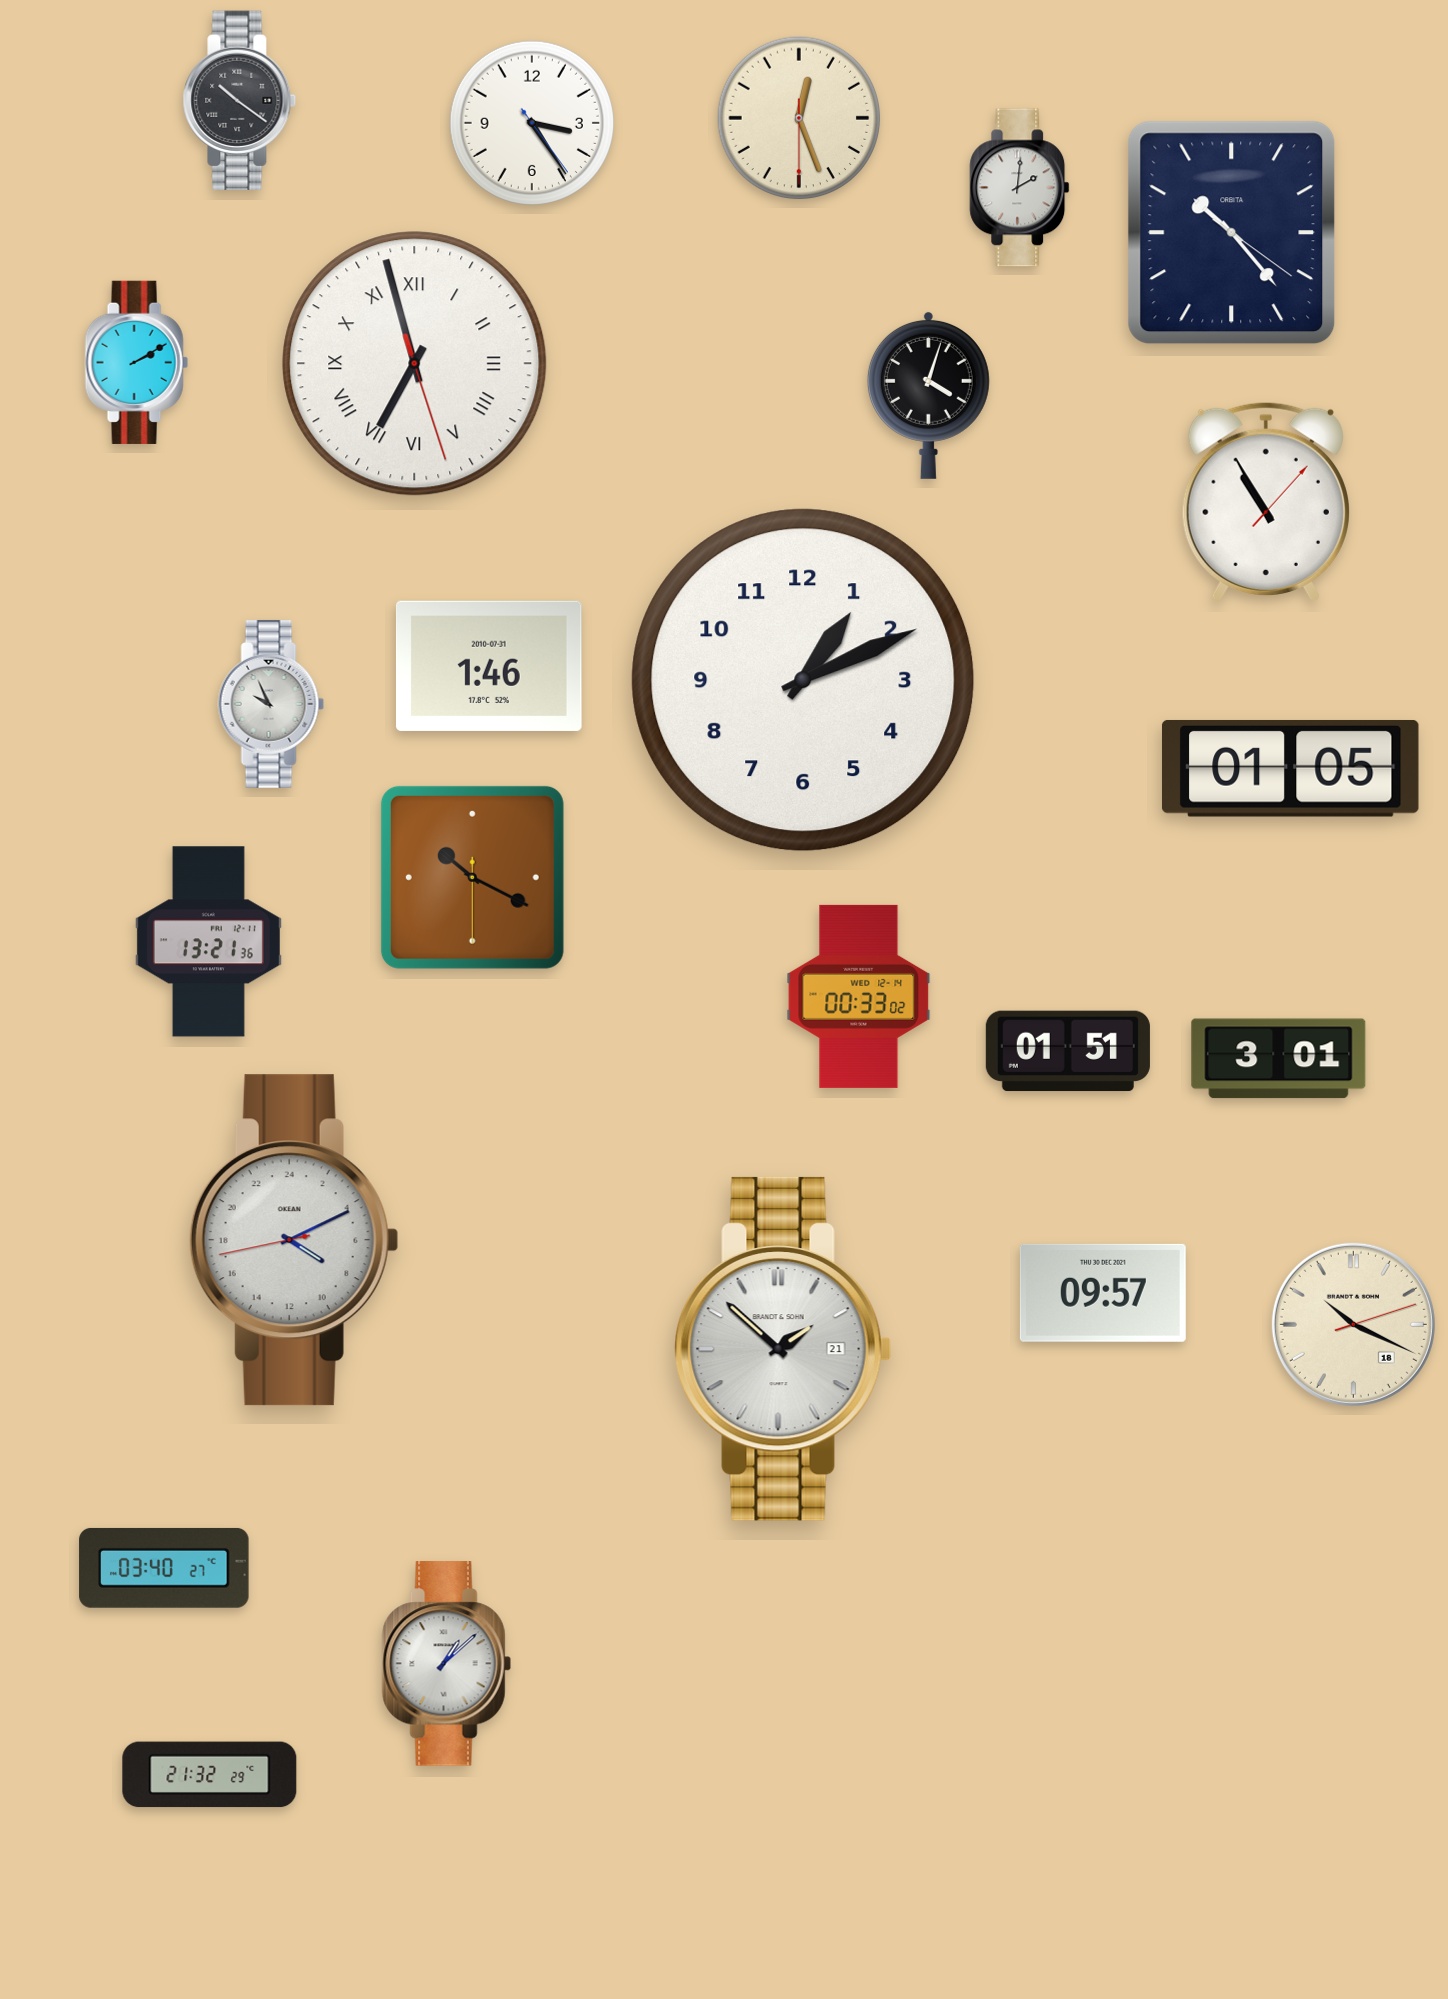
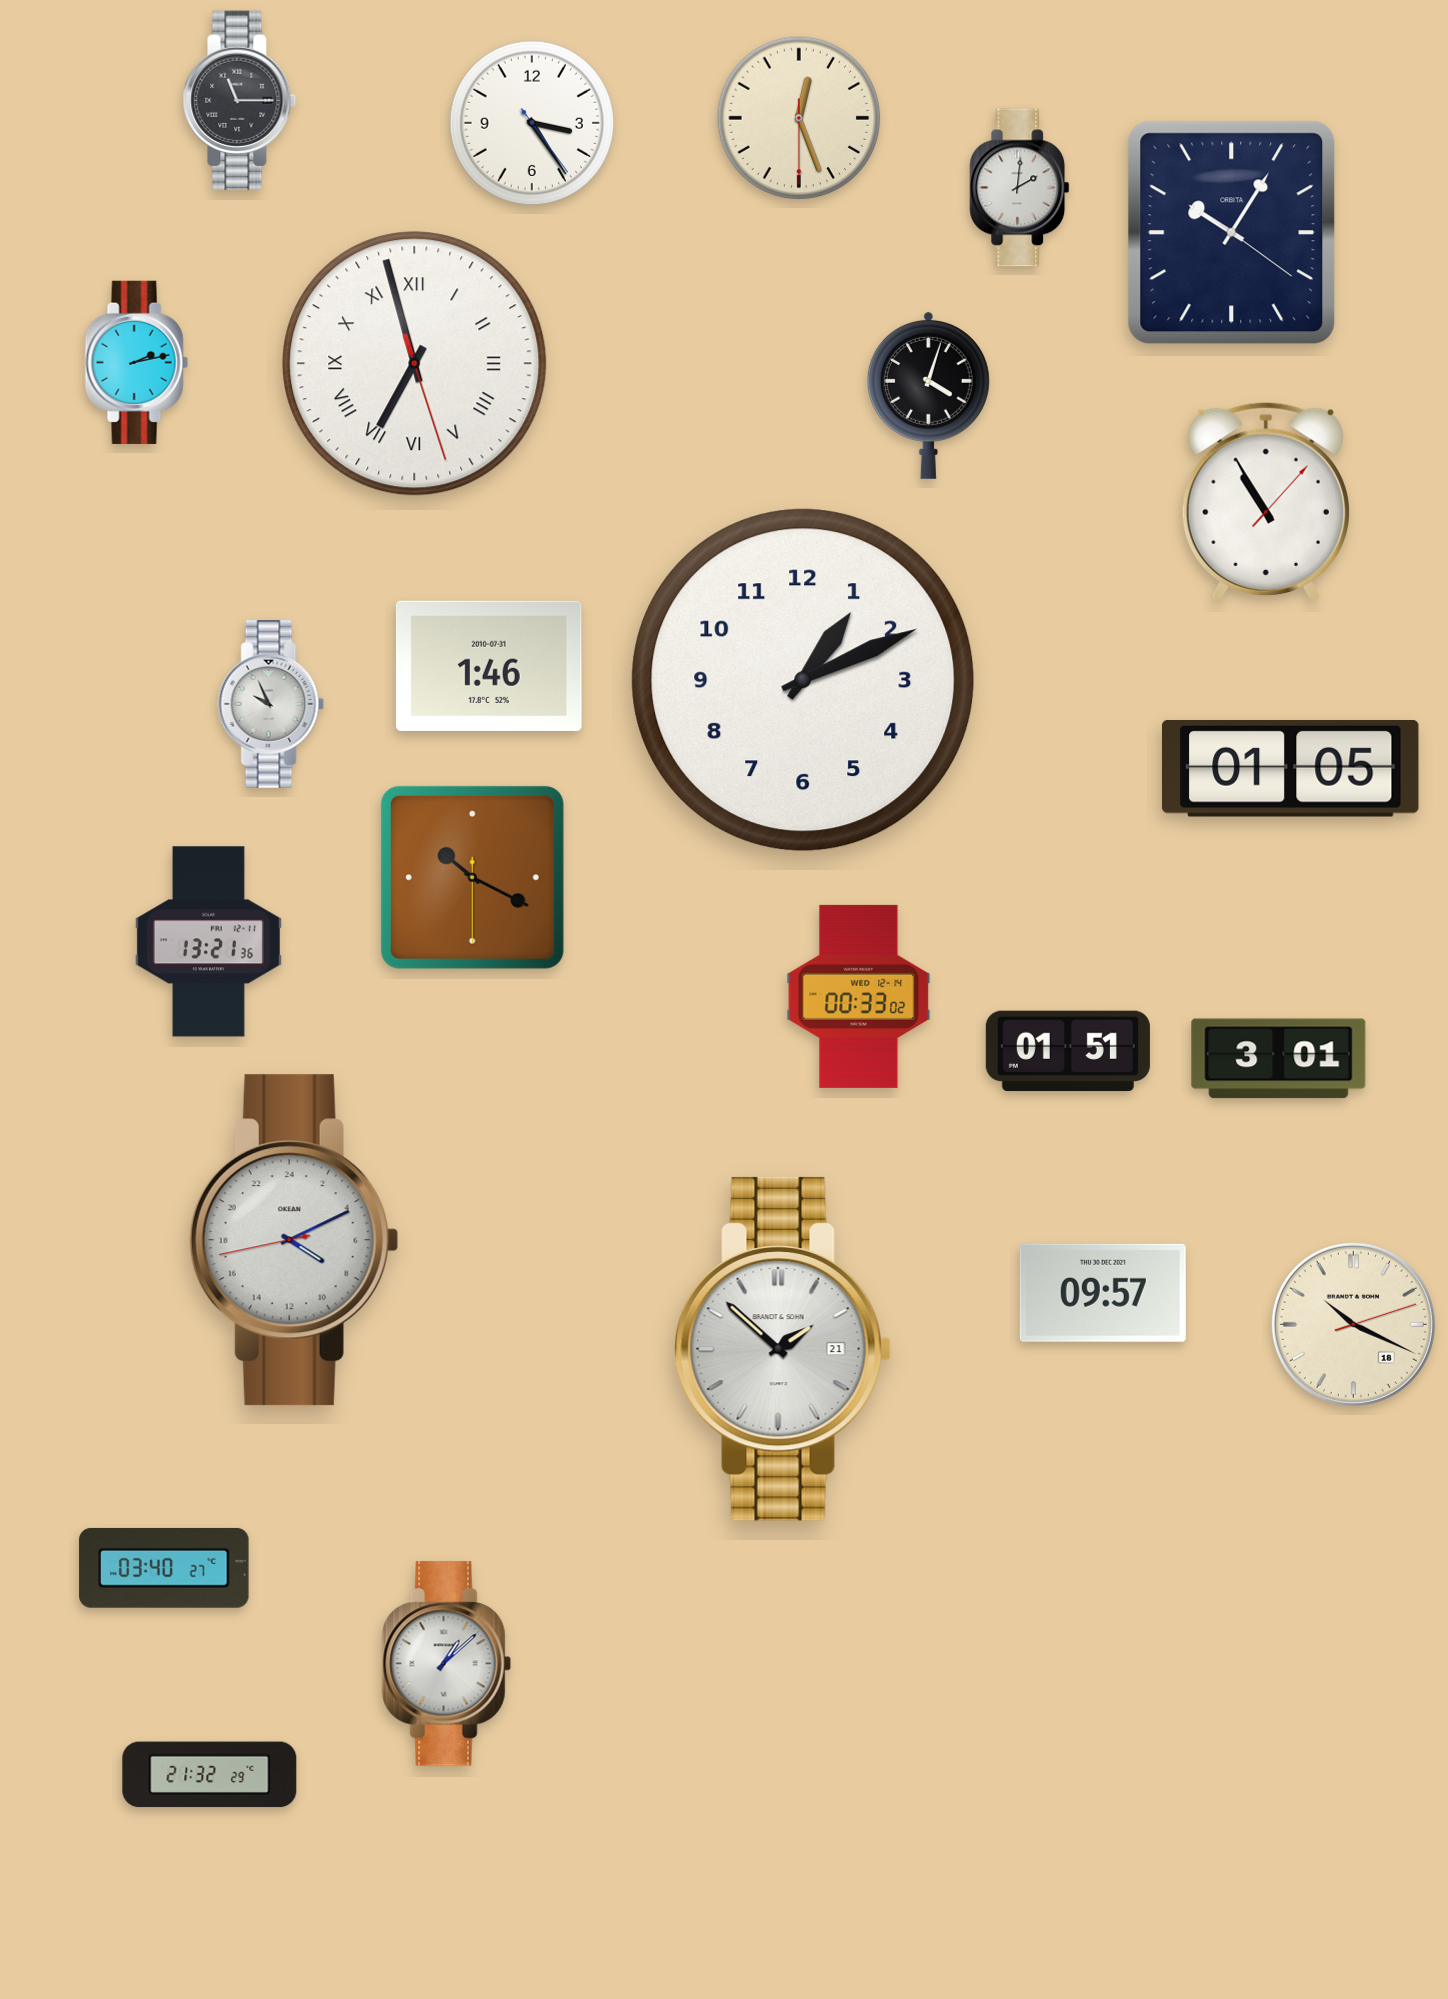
clock at (240, 100): 10:21 -> 11:15
clock at (1232, 233): 10:23 -> 10:05
clock at (136, 362): 2:10 -> 2:13
